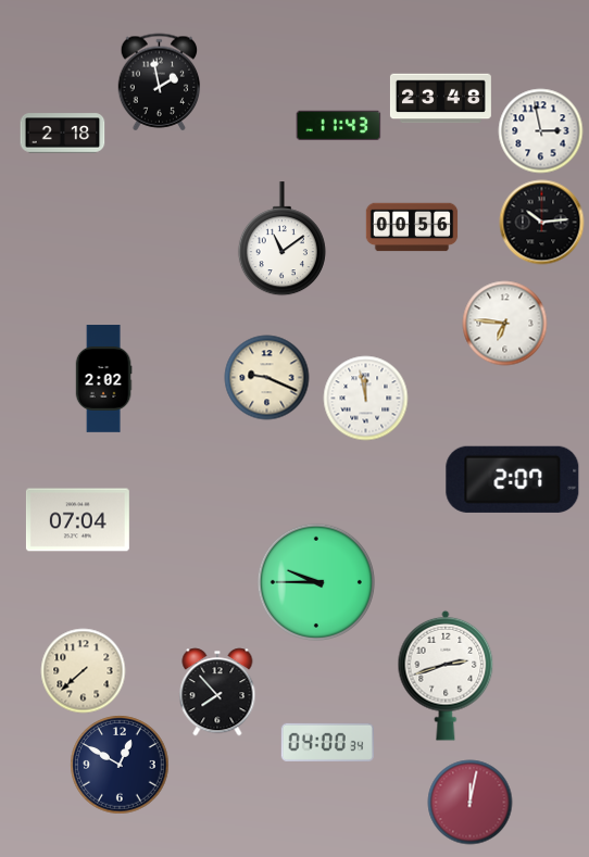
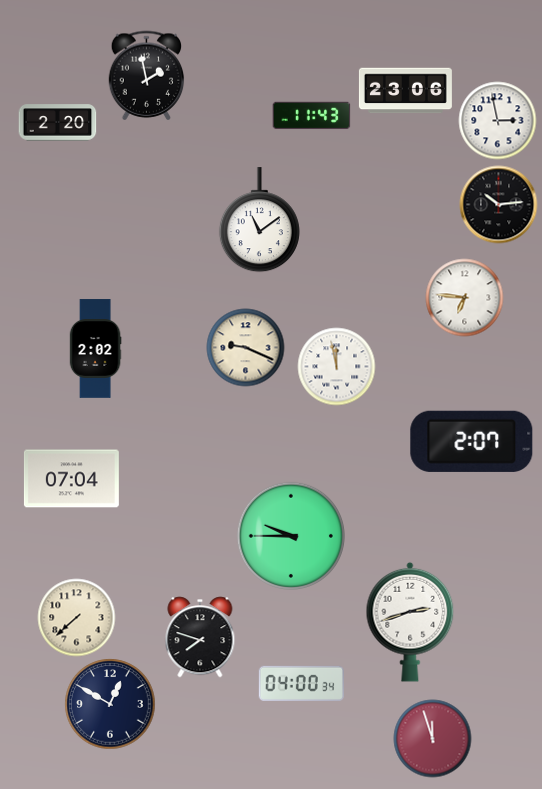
clock at (440, 99): 23:48 -> 23:06
clock at (62, 134): 2:18 -> 2:20
clock at (412, 227): 00:56 -> none
clock at (217, 692): 7:53 -> 7:48
clock at (469, 802): 12:02 -> 11:57
